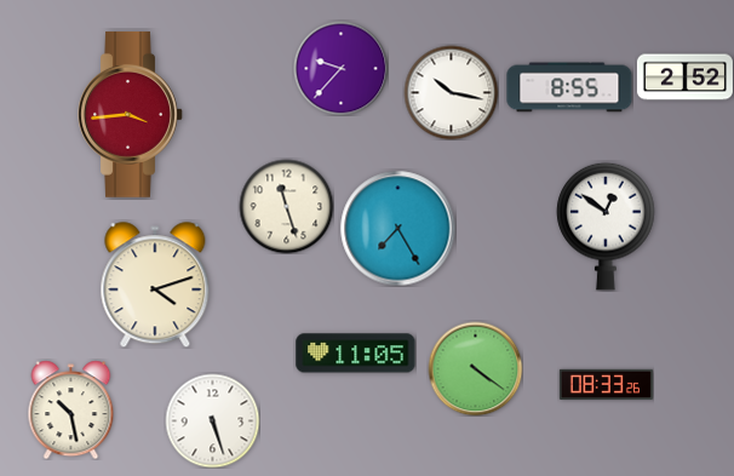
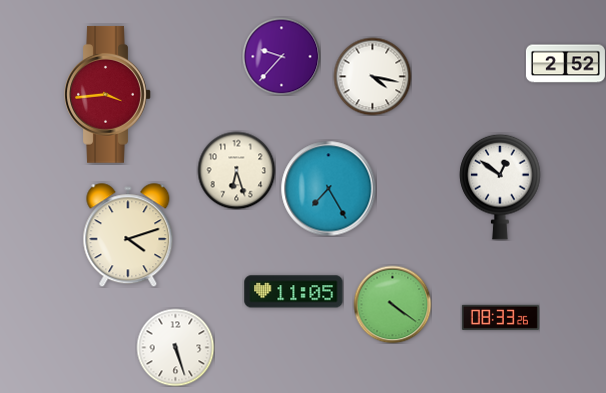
clock at (569, 87): 8:55 -> none
clock at (451, 92): 10:17 -> 4:17
clock at (286, 206): 11:27 -> 6:27
clock at (71, 409): 10:28 -> none
